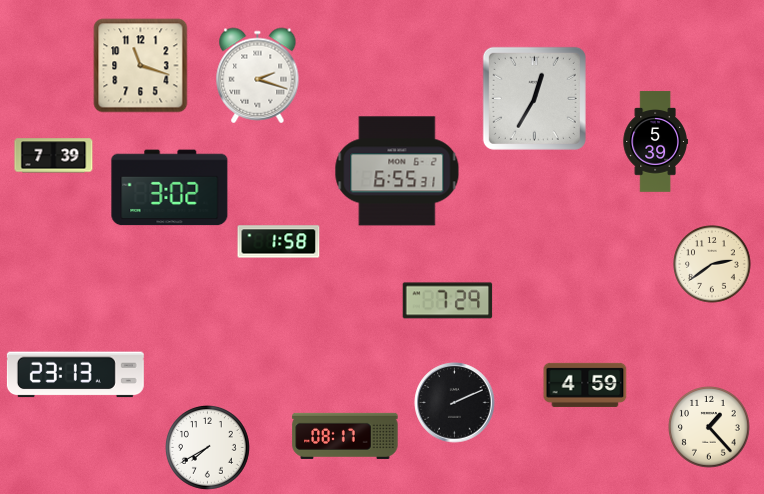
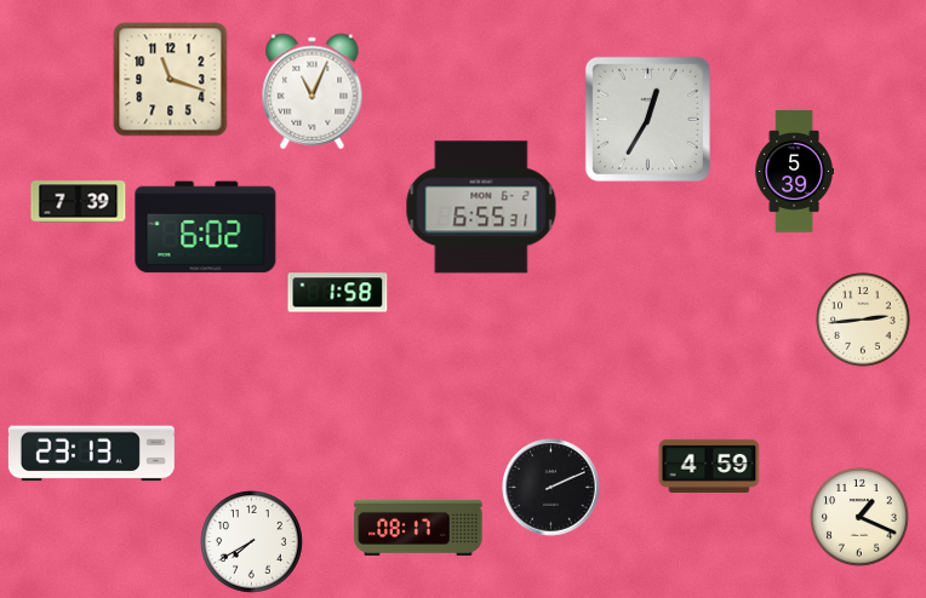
clock at (258, 76): 2:18 -> 11:04
clock at (54, 156) position: (54, 156) -> (79, 202)
clock at (170, 188): 3:02 -> 6:02
clock at (712, 264): 2:39 -> 2:44
clock at (448, 301): 7:29 -> none
clock at (710, 428): 1:23 -> 1:19
